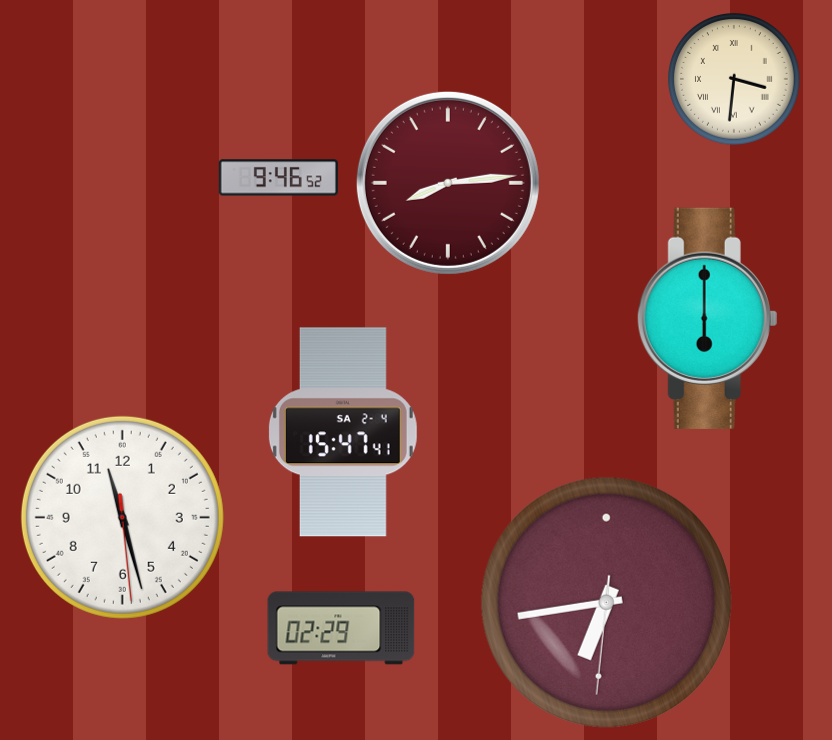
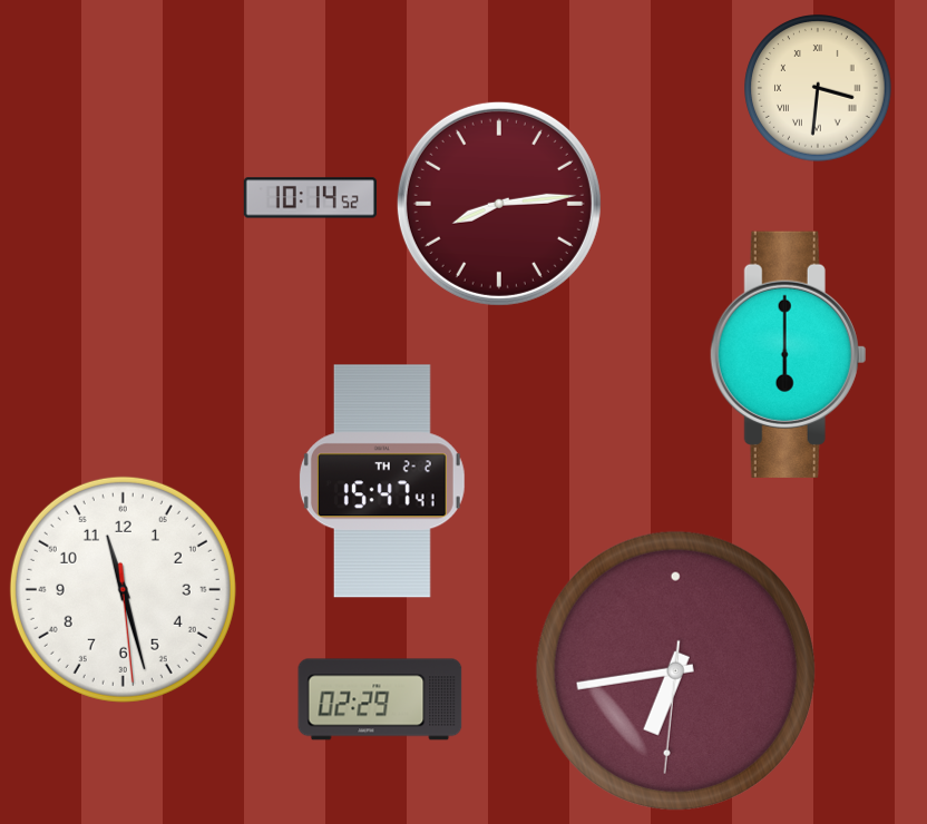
clock at (278, 178): 9:46 -> 10:14
clock at (343, 432) date: SA 2-4 -> TH 2-2
clock at (122, 517) position: (122, 517) -> (123, 589)
